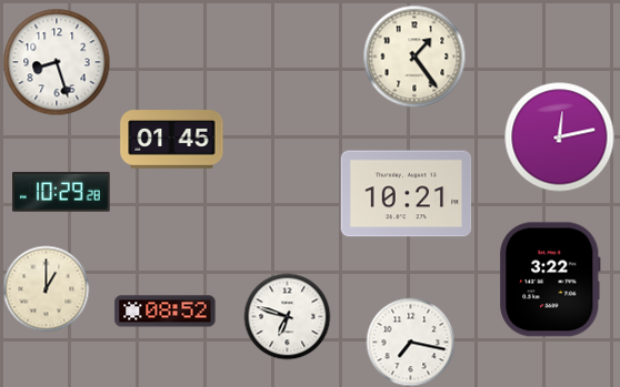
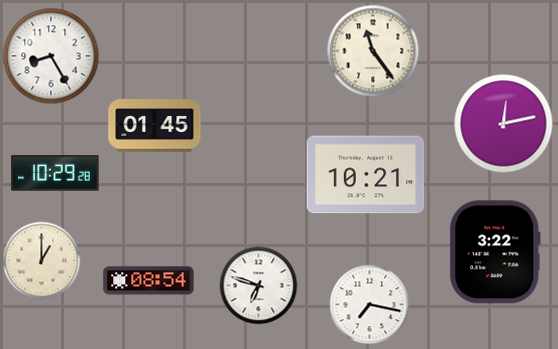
clock at (414, 57): 1:24 -> 11:24
clock at (57, 62): 8:27 -> 8:25
clock at (166, 312): 08:52 -> 08:54
clock at (410, 342) position: (410, 342) -> (369, 304)
